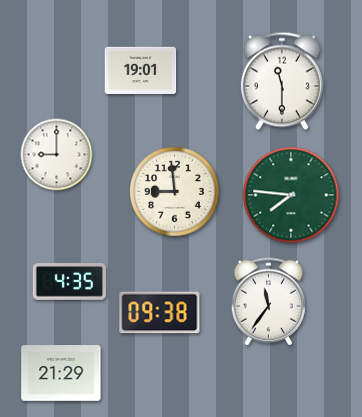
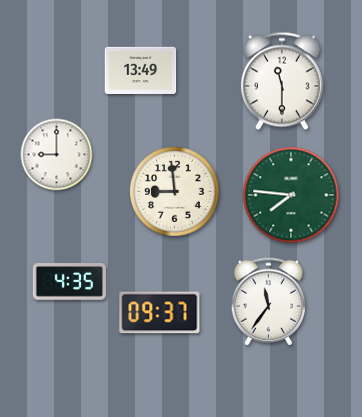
clock at (141, 70): 19:01 -> 13:49
clock at (160, 313): 09:38 -> 09:37
clock at (61, 374): 21:29 -> none
